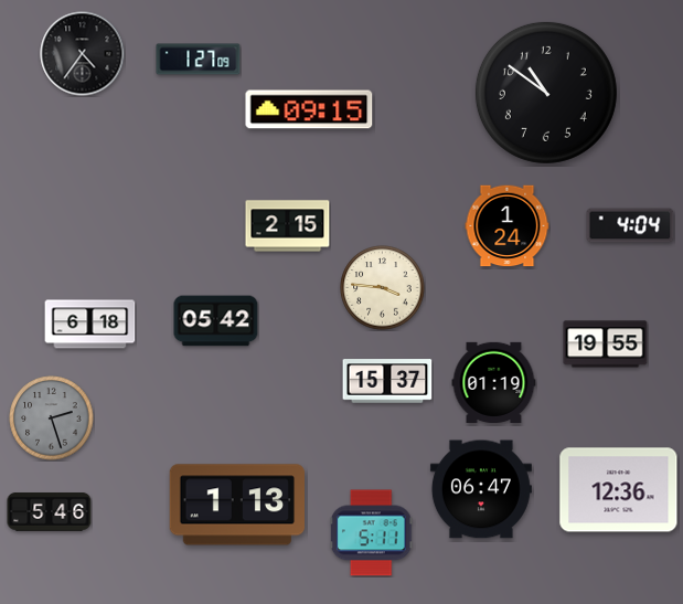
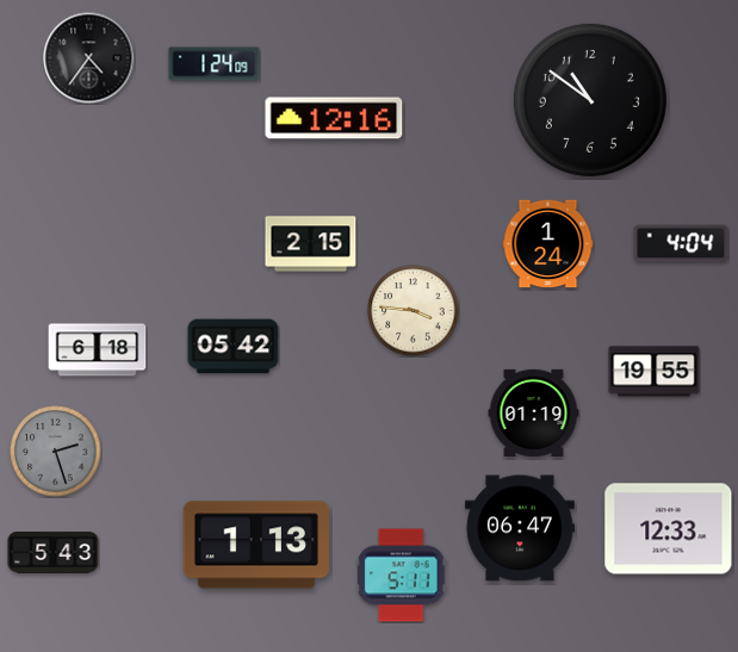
clock at (199, 60): 1:27 -> 1:24
clock at (309, 109): 09:15 -> 12:16
clock at (387, 381): 15:37 -> none
clock at (619, 490): 12:36 -> 12:33
clock at (50, 512): 5:46 -> 5:43
